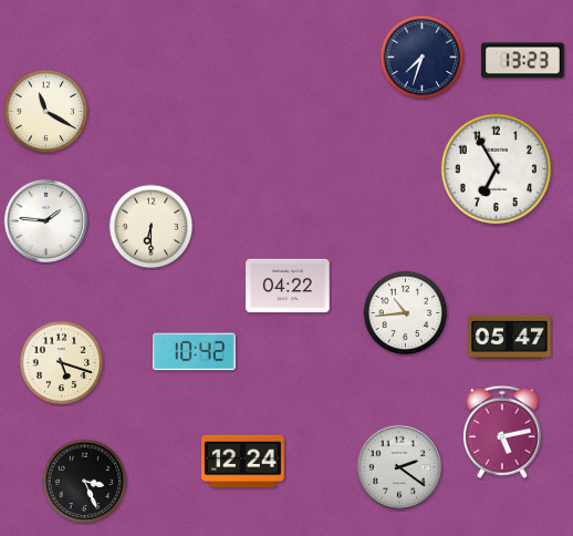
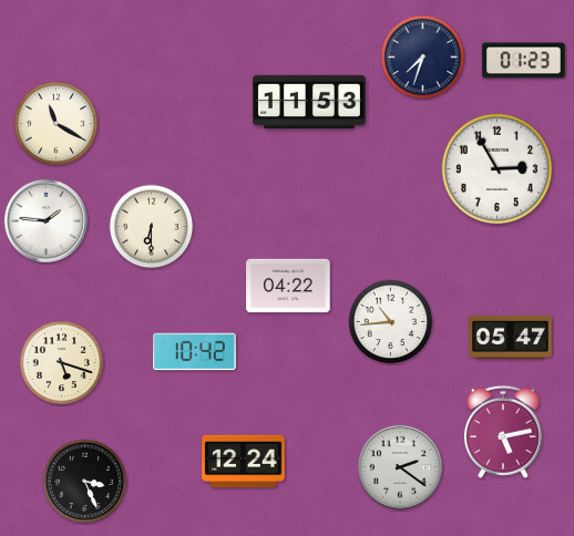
clock at (523, 61): 13:23 -> 01:23
clock at (310, 101): none -> 11:53
clock at (46, 112) position: (46, 112) -> (57, 124)
clock at (496, 168): 6:55 -> 2:55
clock at (406, 313) position: (406, 313) -> (391, 322)
